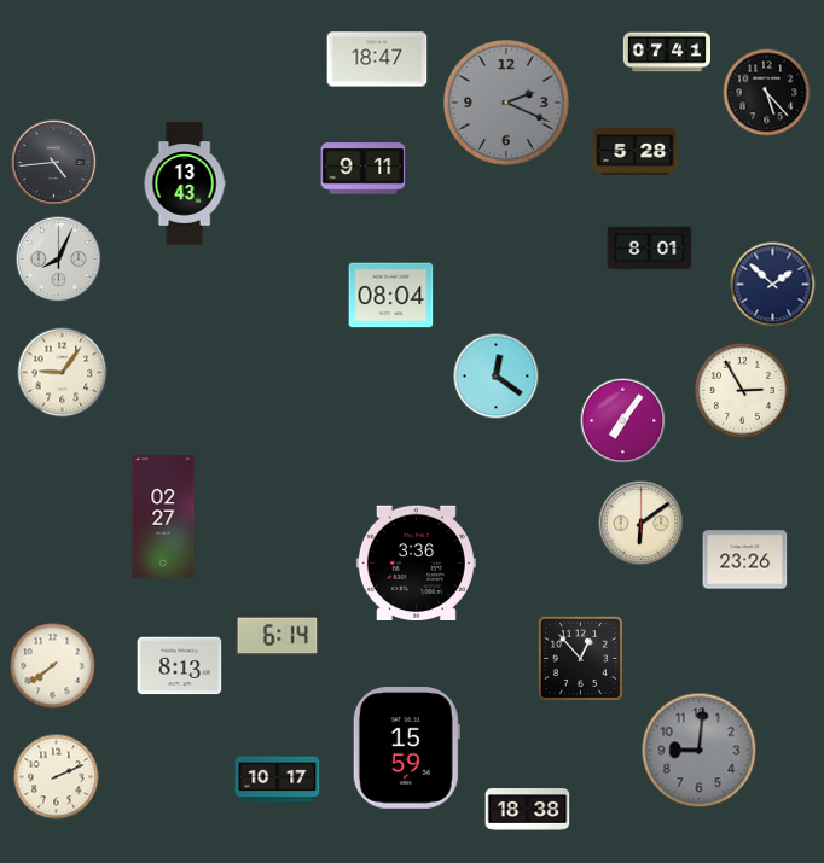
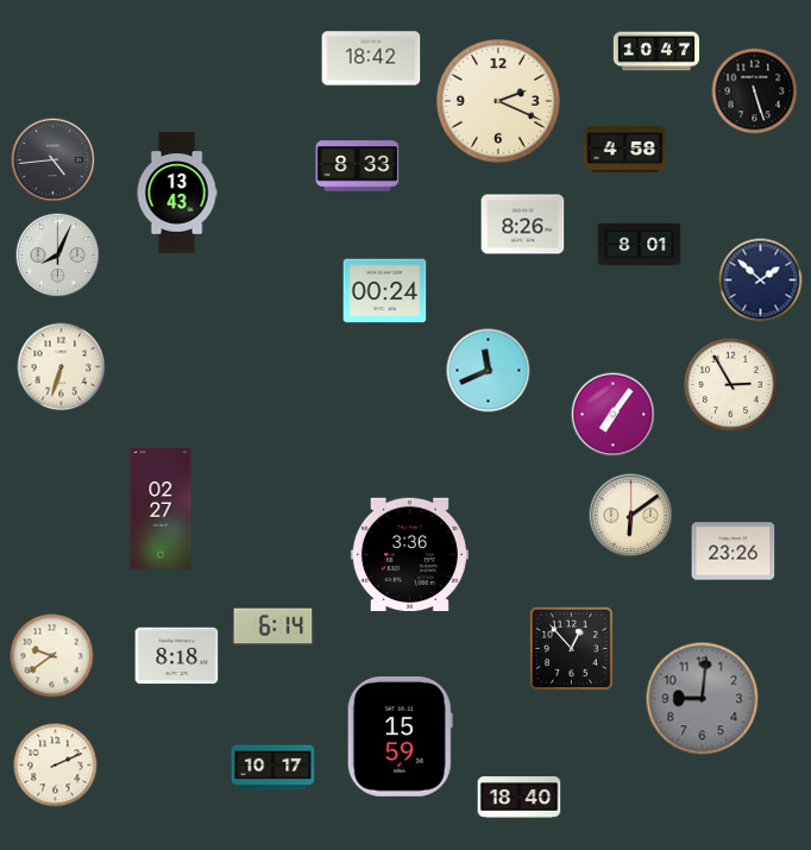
clock at (666, 52): 07:41 -> 10:47
clock at (377, 59): 18:47 -> 18:42
clock at (767, 93): 5:23 -> 5:27
clock at (506, 103) dial: grey -> cream
clock at (636, 152): 5:28 -> 4:58
clock at (364, 169): 9:11 -> 8:33
clock at (185, 183) position: (185, 183) -> (177, 193)
clock at (523, 225): none -> 8:26
clock at (391, 296): 08:04 -> 00:24
clock at (63, 373): 9:06 -> 6:33
clock at (497, 377): 12:21 -> 11:41
clock at (53, 666): 7:39 -> 9:39
clock at (180, 666): 8:13 -> 8:18
clock at (700, 751) position: (700, 751) -> (703, 699)
clock at (528, 810): 18:38 -> 18:40
